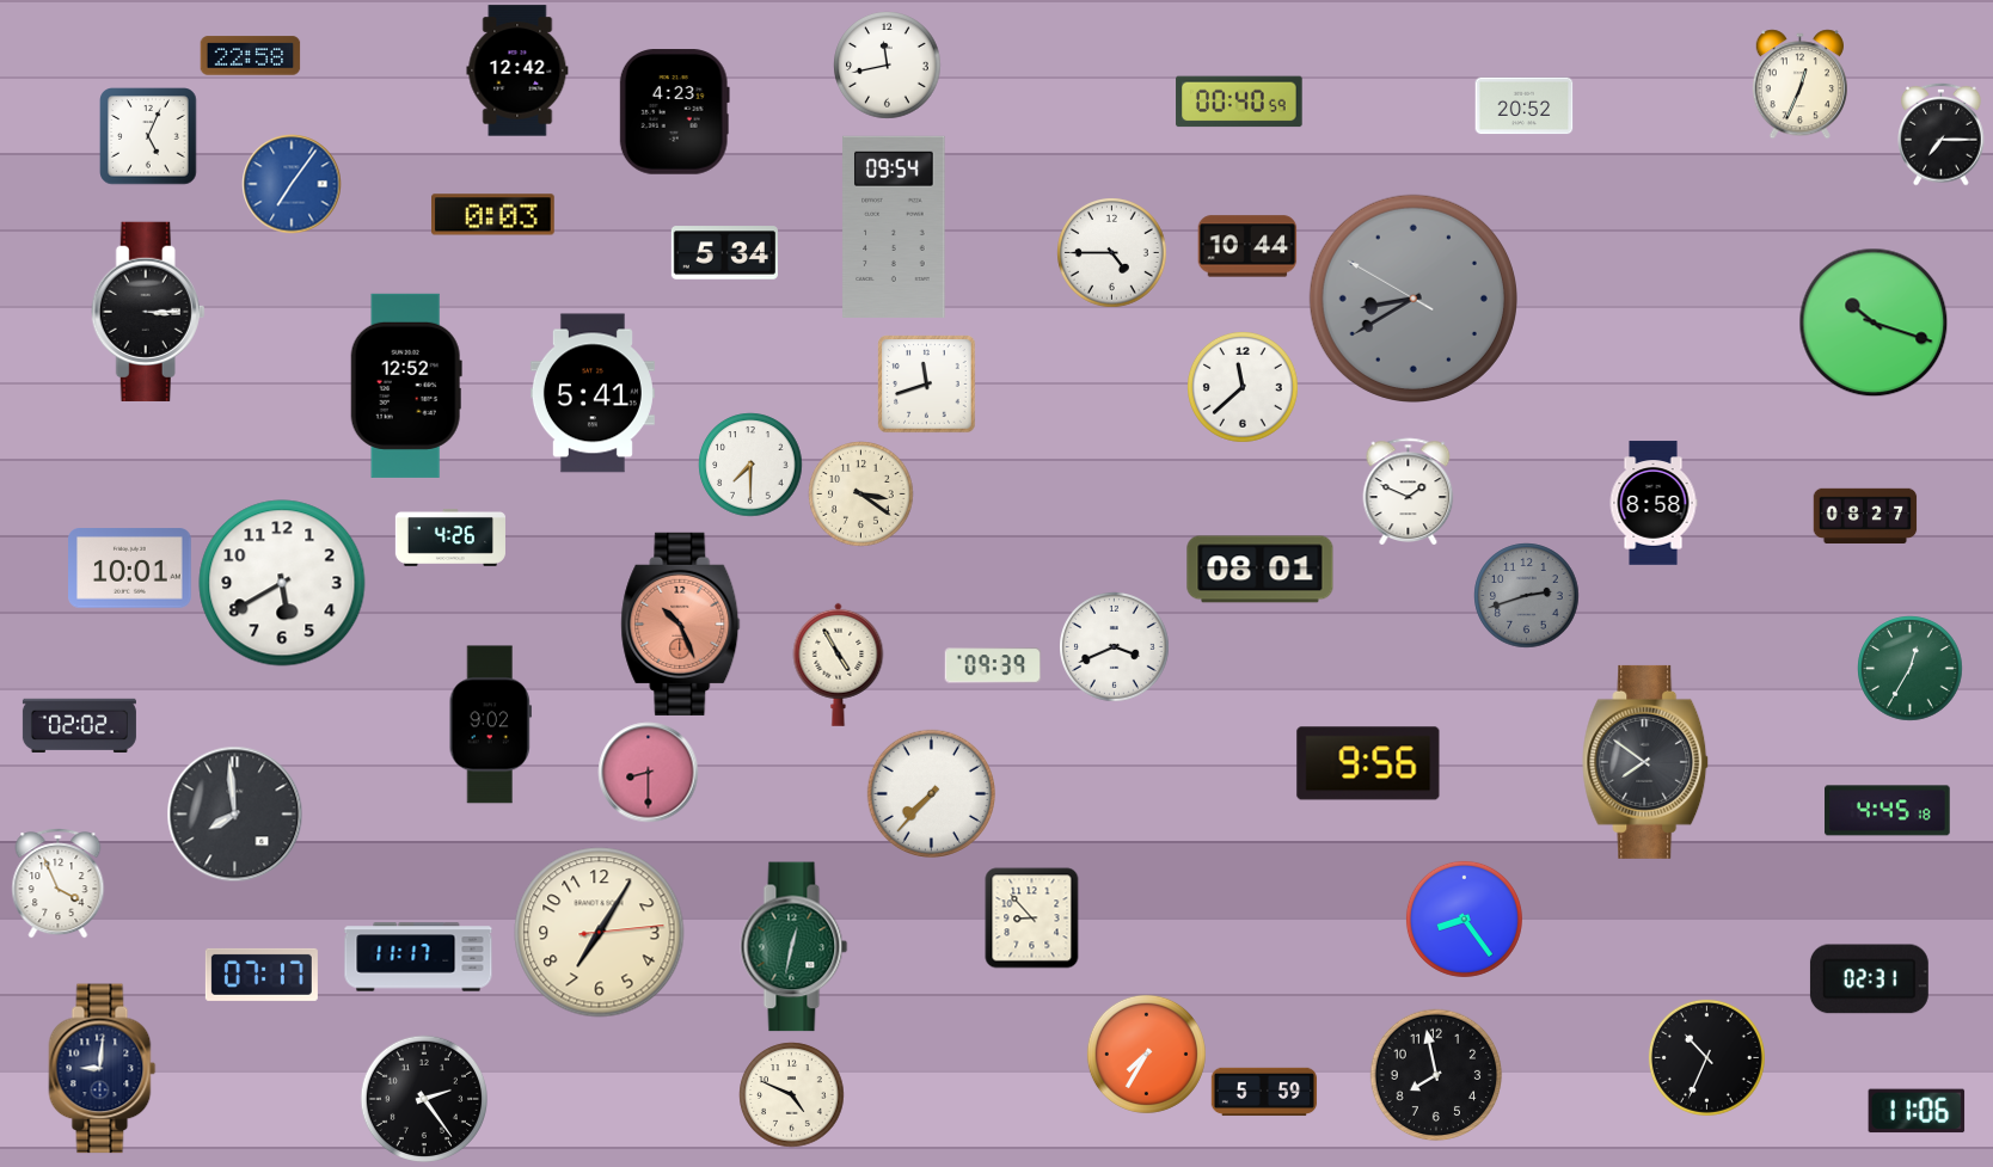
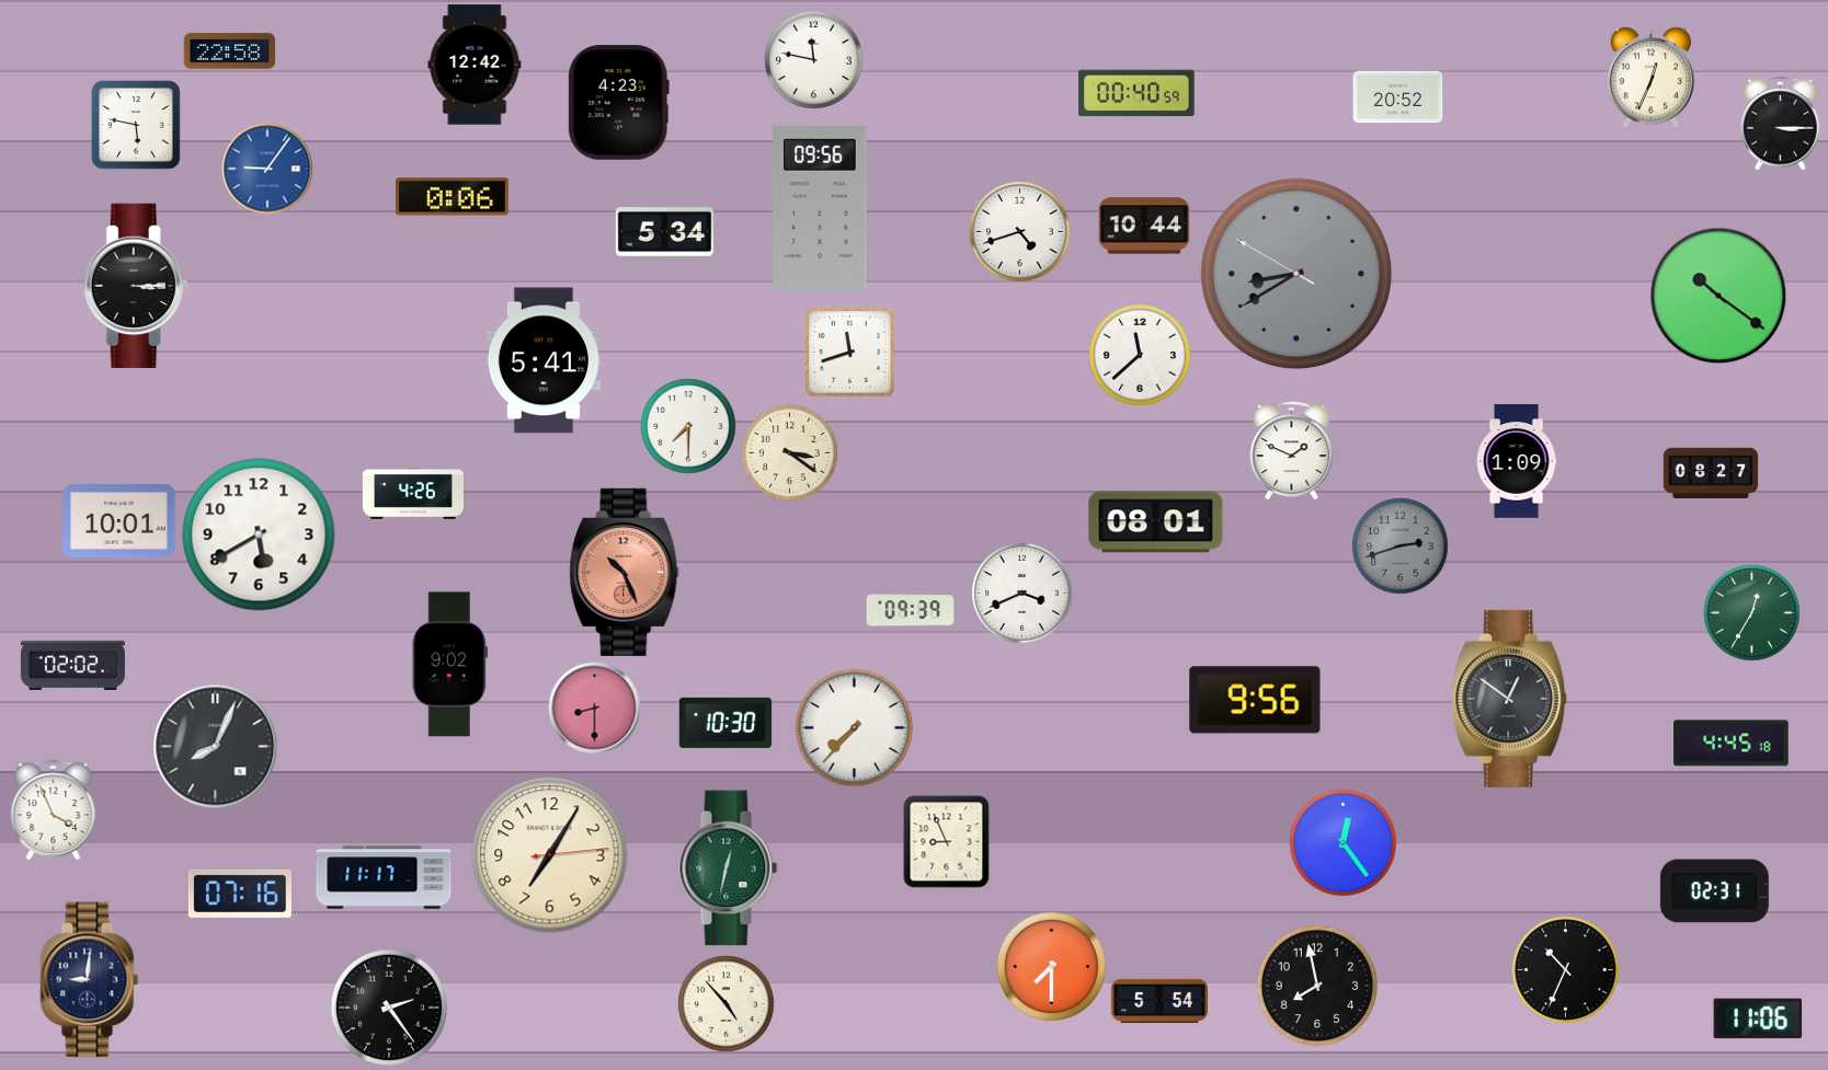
clock at (887, 65): 11:43 -> 11:47
clock at (1942, 134): 7:15 -> 3:15
clock at (148, 136): 5:04 -> 5:47
clock at (292, 184): 7:06 -> 9:06
clock at (493, 215): 0:03 -> 0:06
clock at (894, 227): 09:54 -> 09:56
clock at (1112, 253): 4:45 -> 4:42
clock at (1874, 323): 10:18 -> 10:21
clock at (406, 386): 12:52 -> none
clock at (1654, 503): 8:58 -> 1:09
clock at (839, 664): 4:55 -> none
clock at (1646, 762): 7:51 -> 12:51
clock at (726, 723): none -> 10:30
clock at (234, 813): 7:59 -> 8:04
clock at (1032, 917): 8:53 -> 8:56
clock at (1464, 919): 8:24 -> 12:24
clock at (262, 975): 07:17 -> 07:16
clock at (1869, 979) position: (1869, 979) -> (1714, 891)
clock at (1146, 1054): 7:35 -> 7:30
clock at (103, 1069) position: (103, 1069) -> (90, 980)
clock at (1264, 1092): 5:59 -> 5:54
clock at (791, 1094): 4:49 -> 4:53
